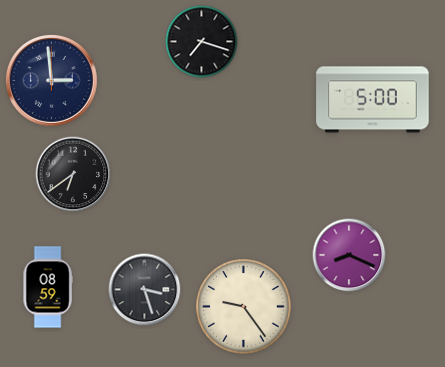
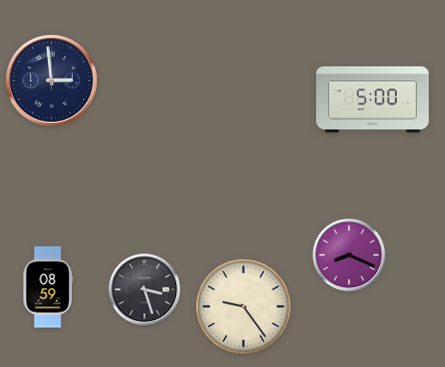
clock at (202, 42): 7:18 -> none
clock at (73, 174): 6:39 -> none
